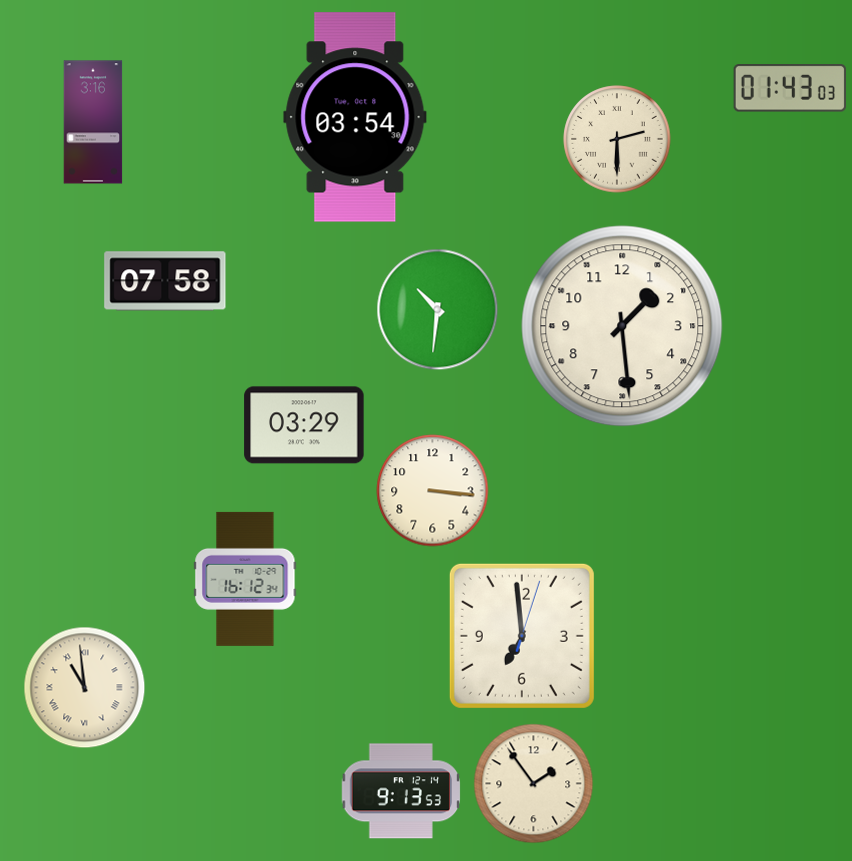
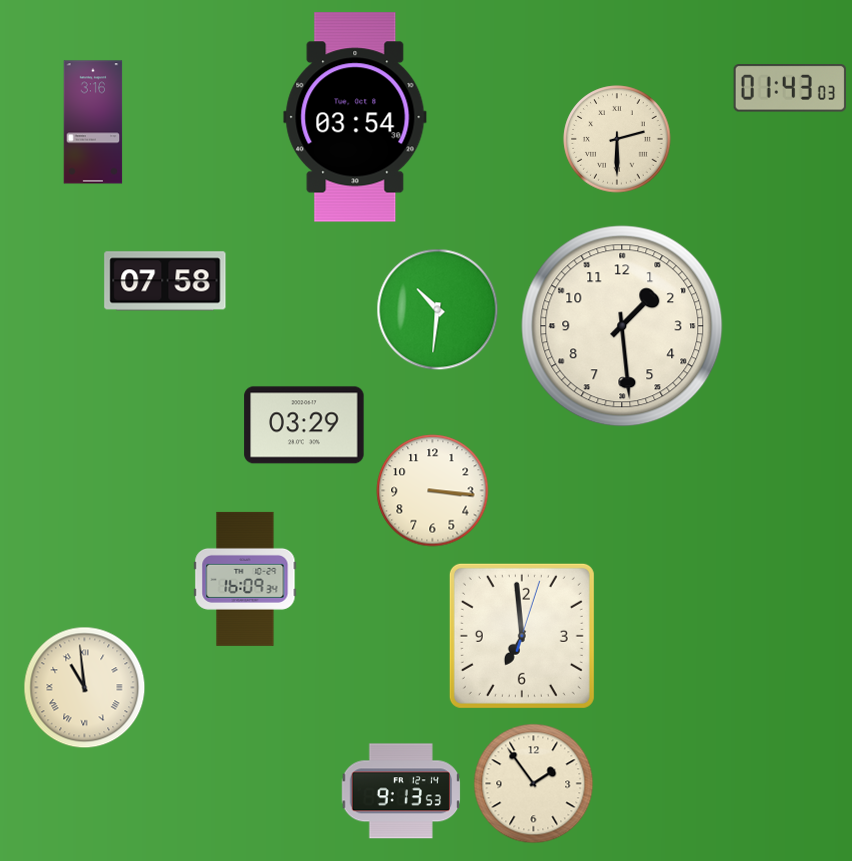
clock at (245, 579): 16:12 -> 16:09
